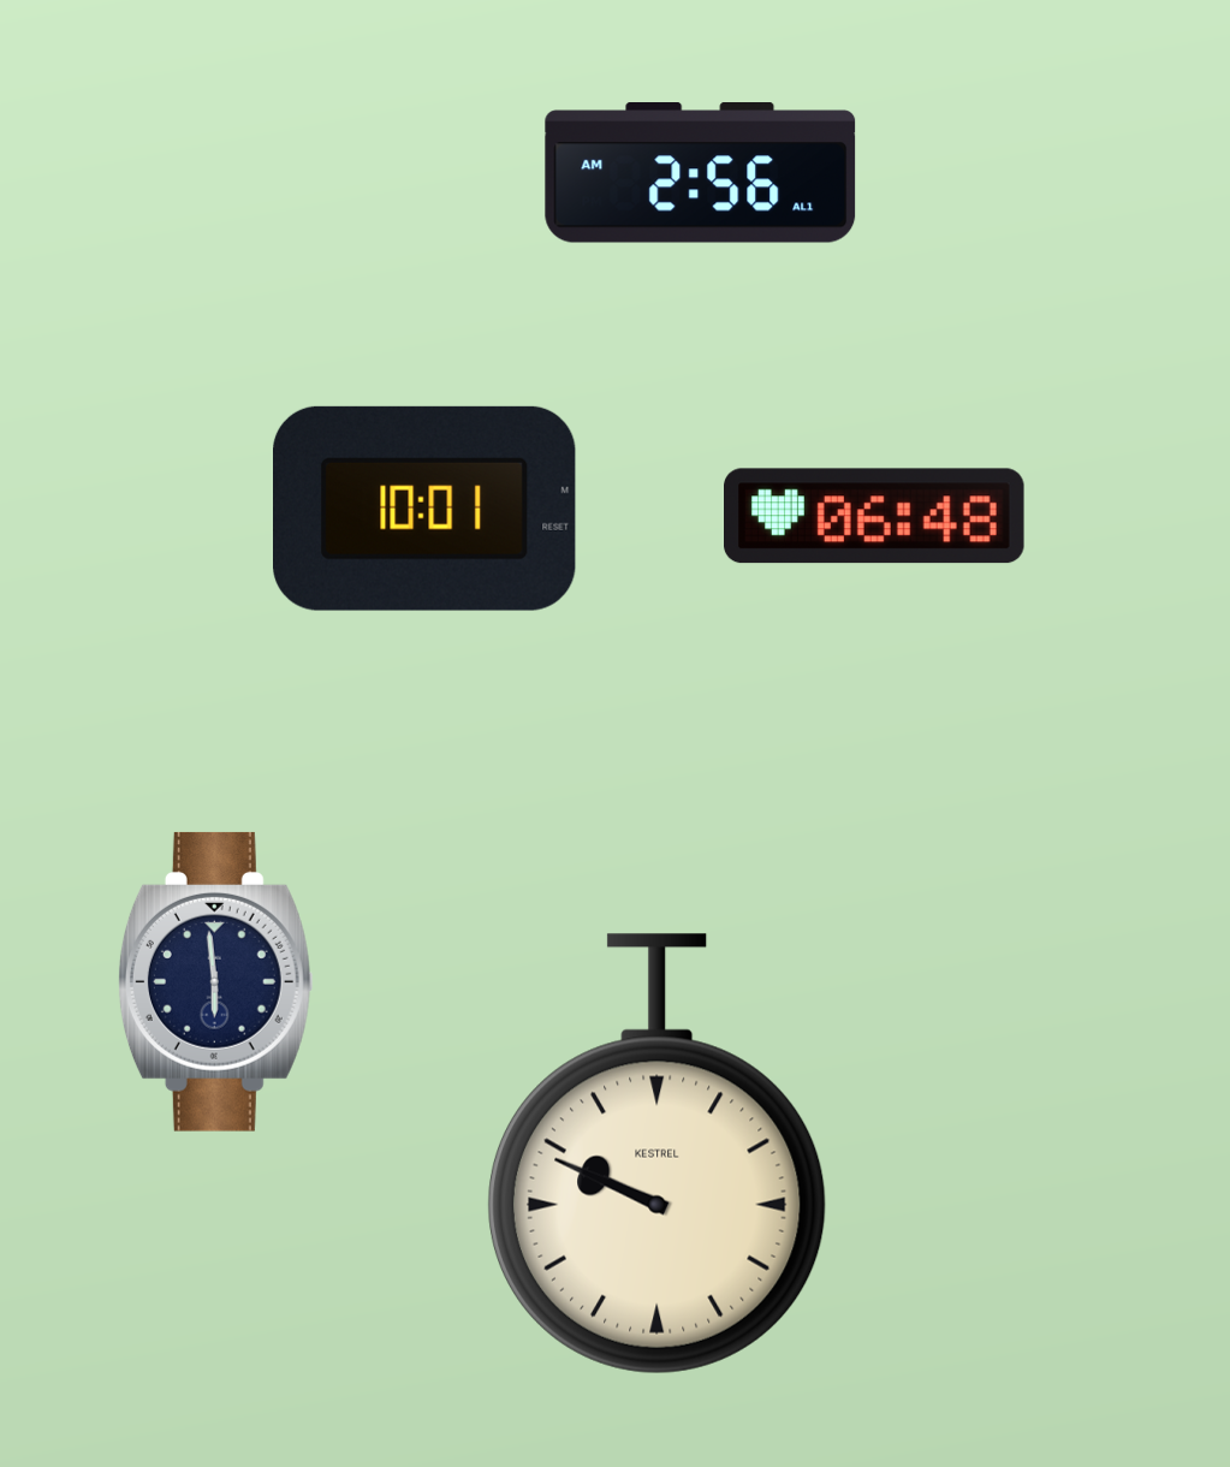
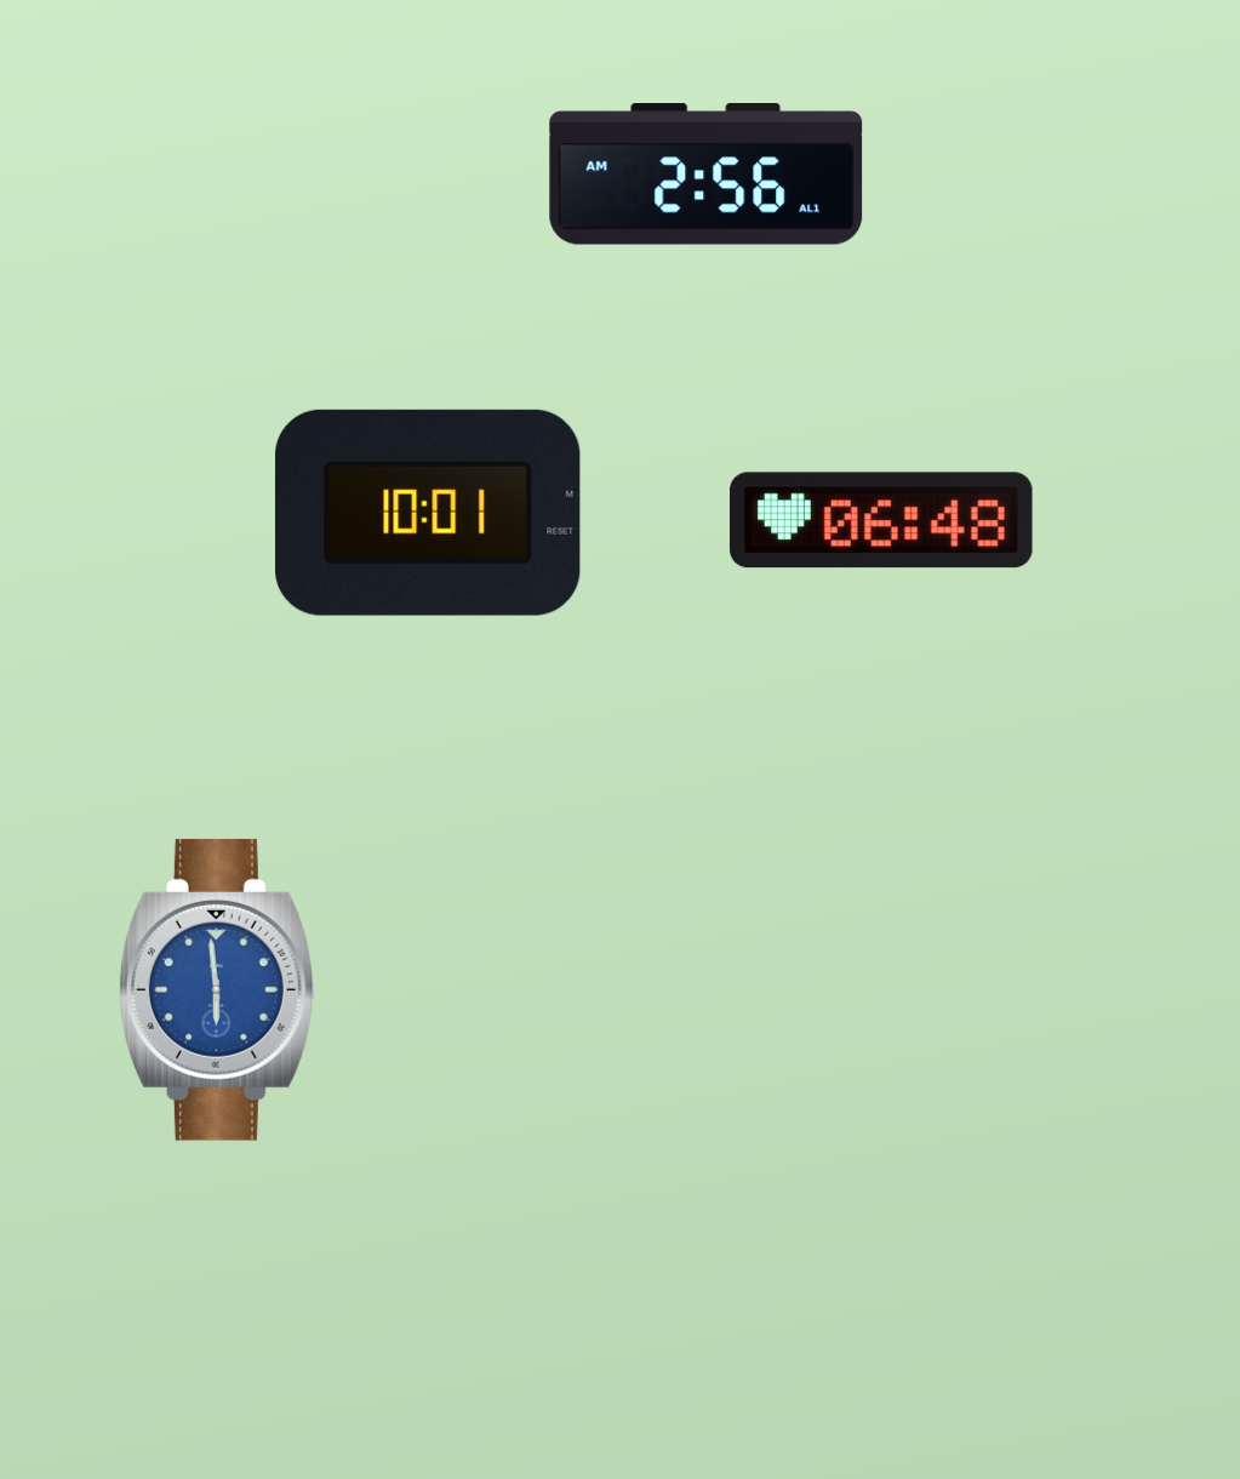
clock at (215, 981) dial: navy -> blue
clock at (656, 1154): 9:49 -> none
